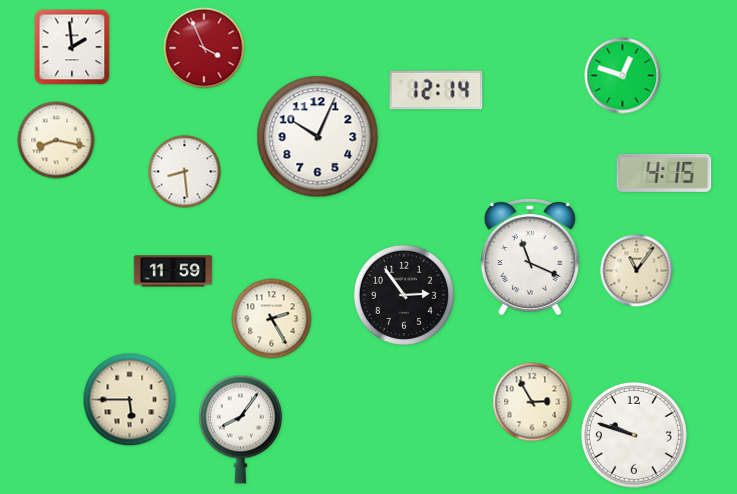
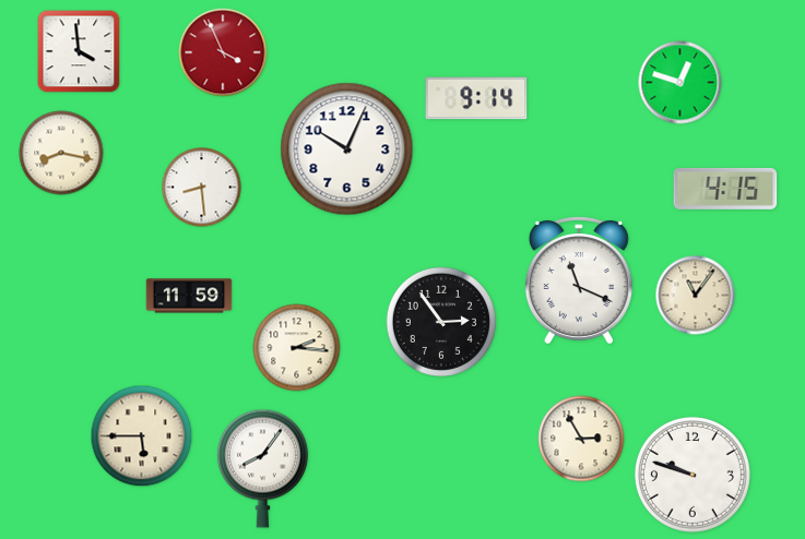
clock at (72, 47): 1:59 -> 3:59
clock at (436, 90): 12:14 -> 9:14
clock at (272, 319): 2:25 -> 2:16
